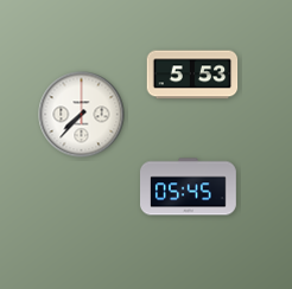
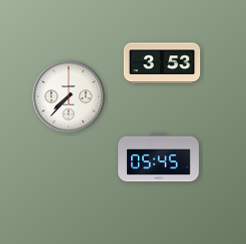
clock at (192, 75): 5:53 -> 3:53
